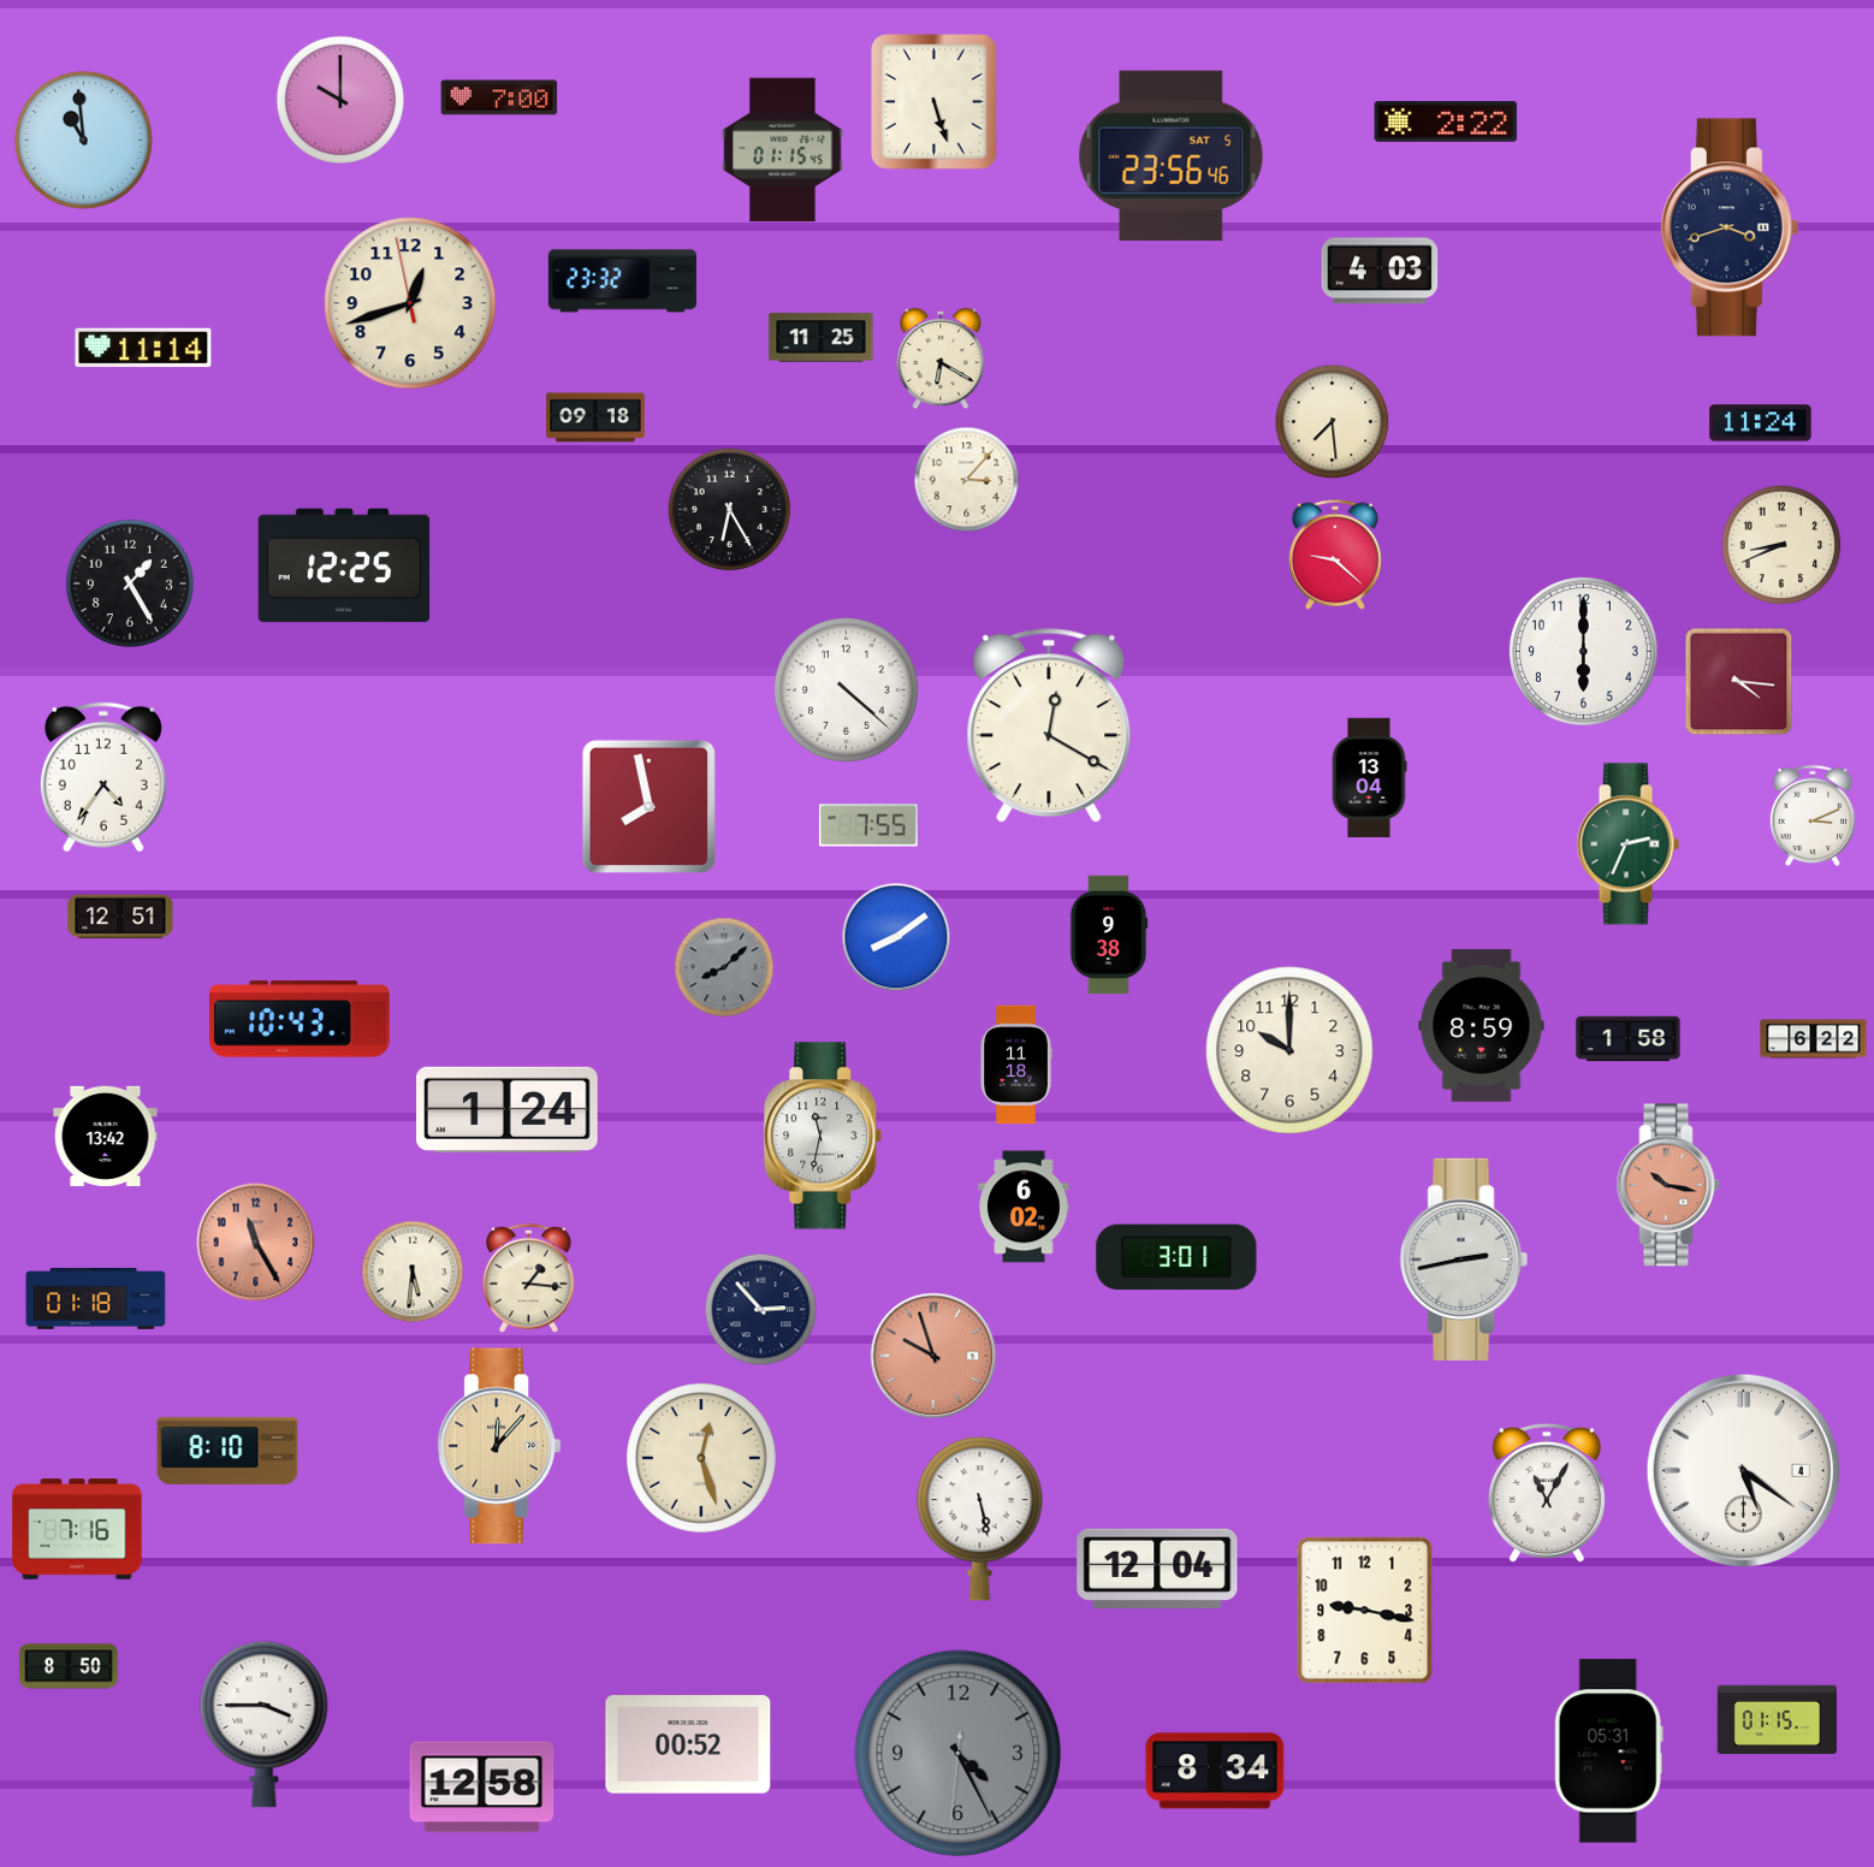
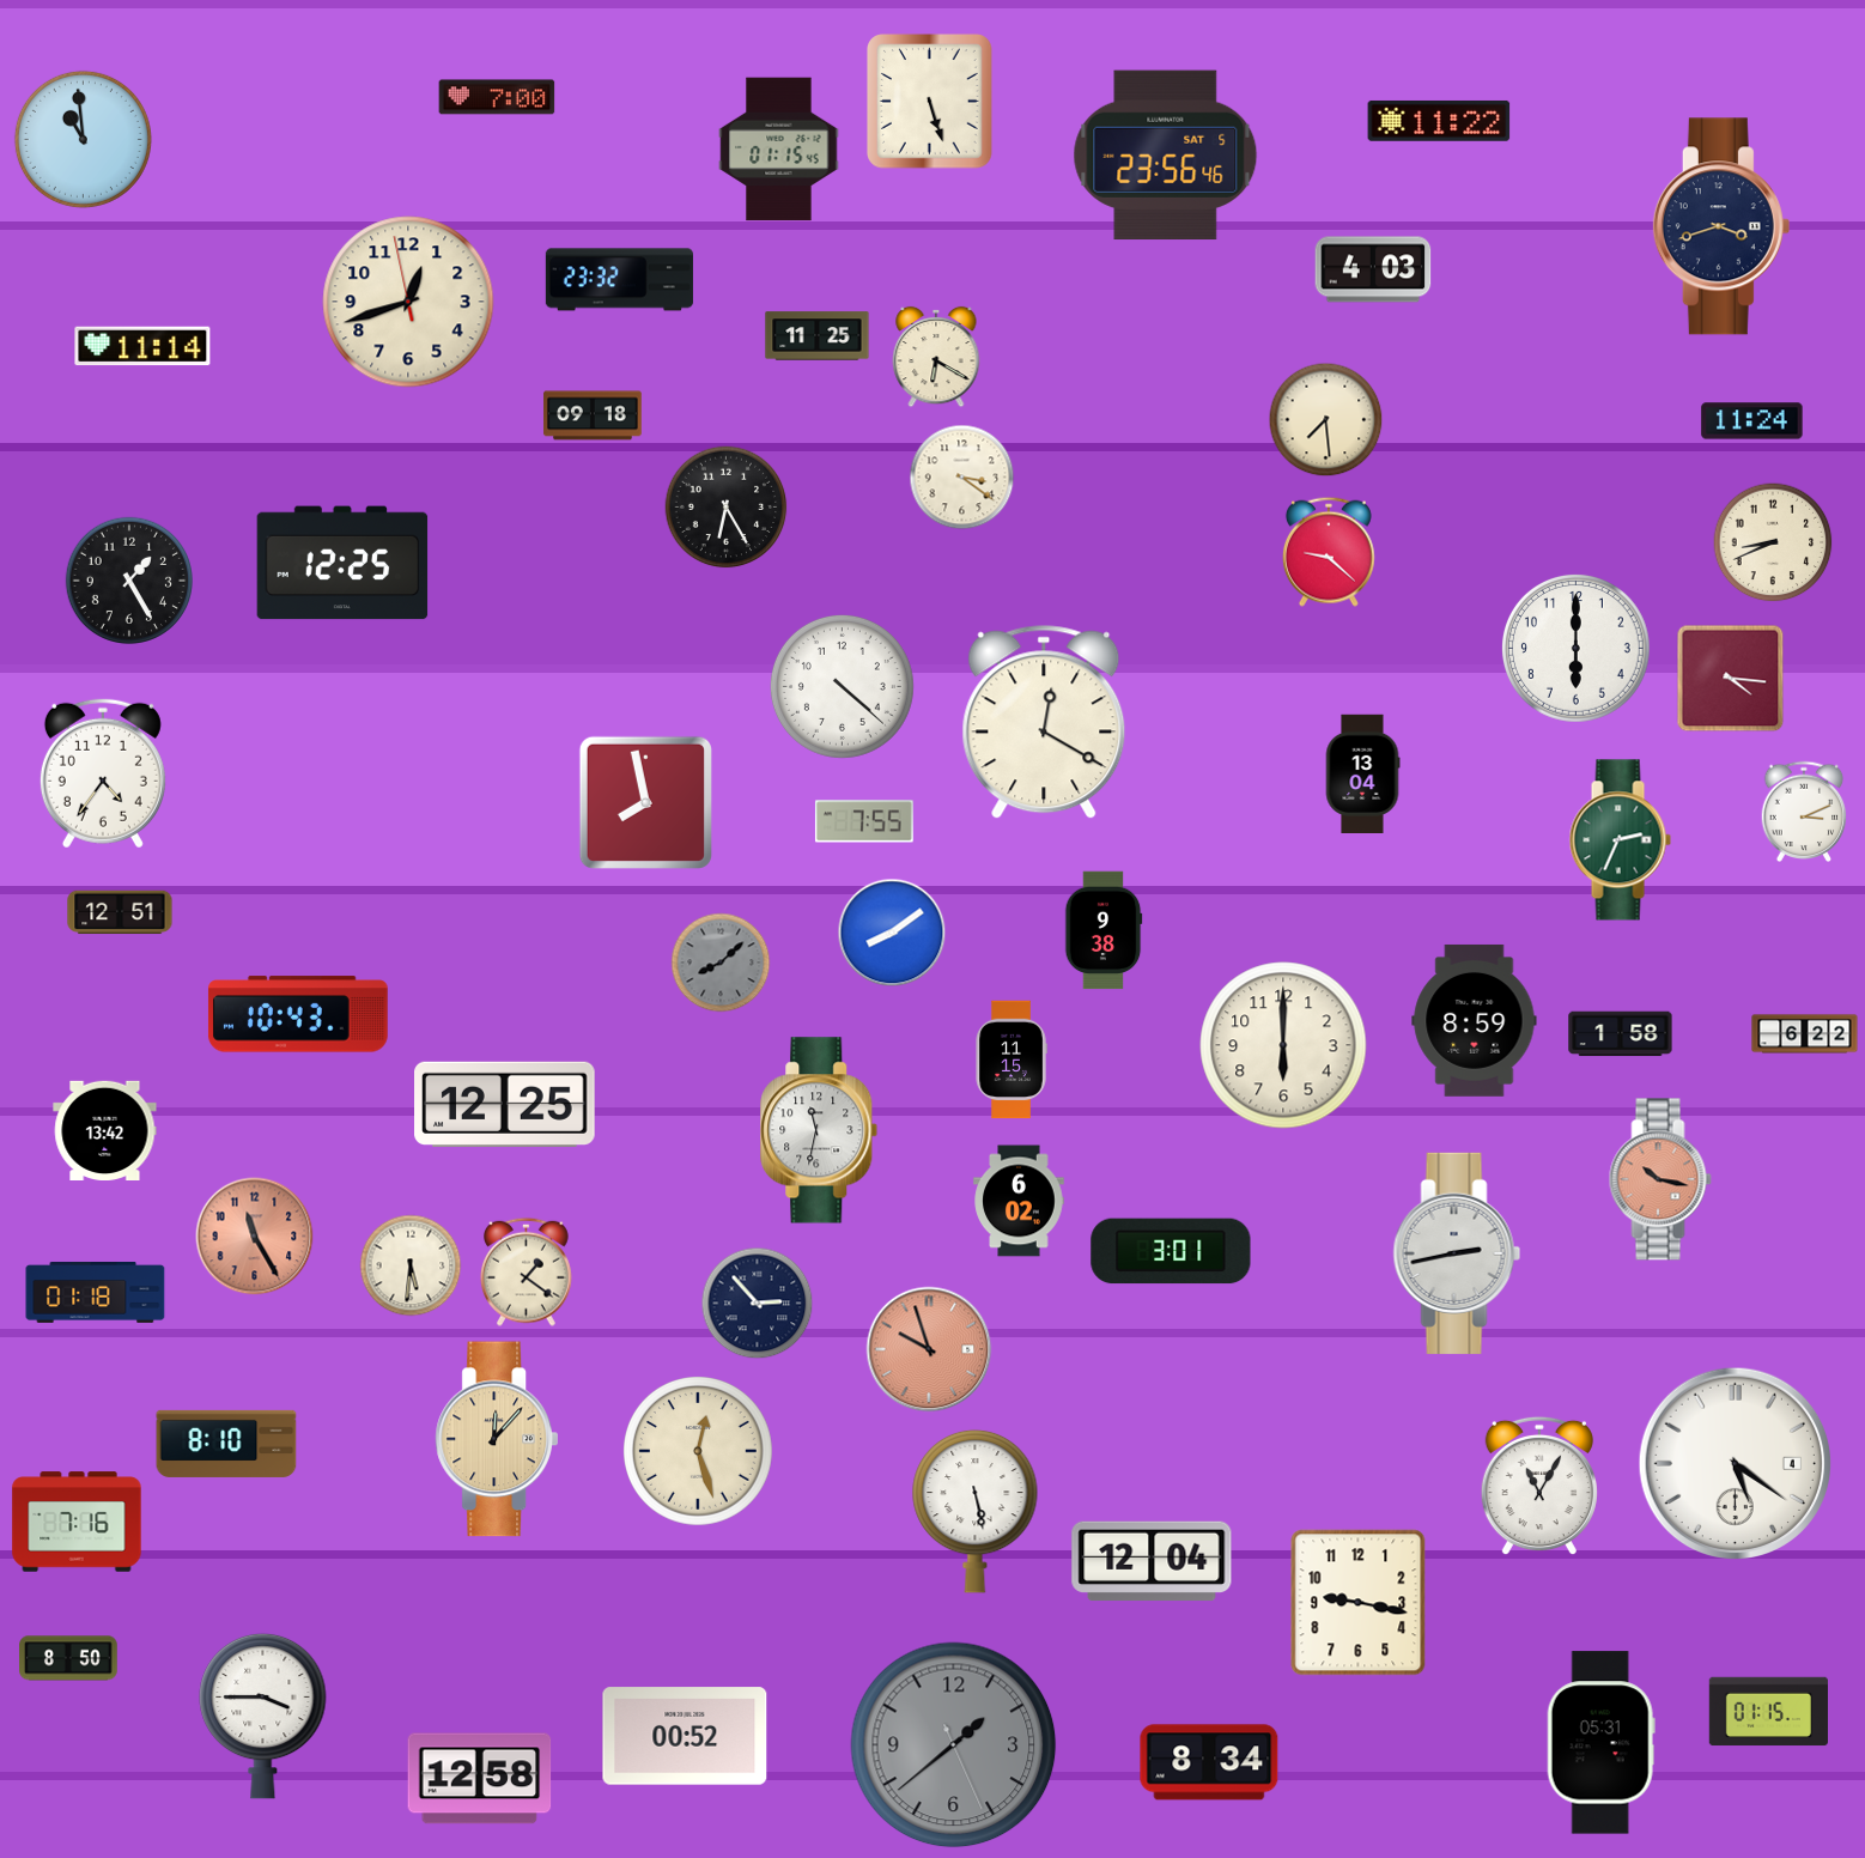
clock at (339, 99): 10:00 -> none
clock at (1446, 121): 2:22 -> 11:22
clock at (967, 480): 3:07 -> 3:21
clock at (1289, 1050): 10:00 -> 6:00
clock at (1016, 1065): 11:18 -> 11:15
clock at (508, 1109): 1:24 -> 12:25
clock at (529, 1278): 1:16 -> 1:21
clock at (959, 1754): 4:25 -> 1:38
